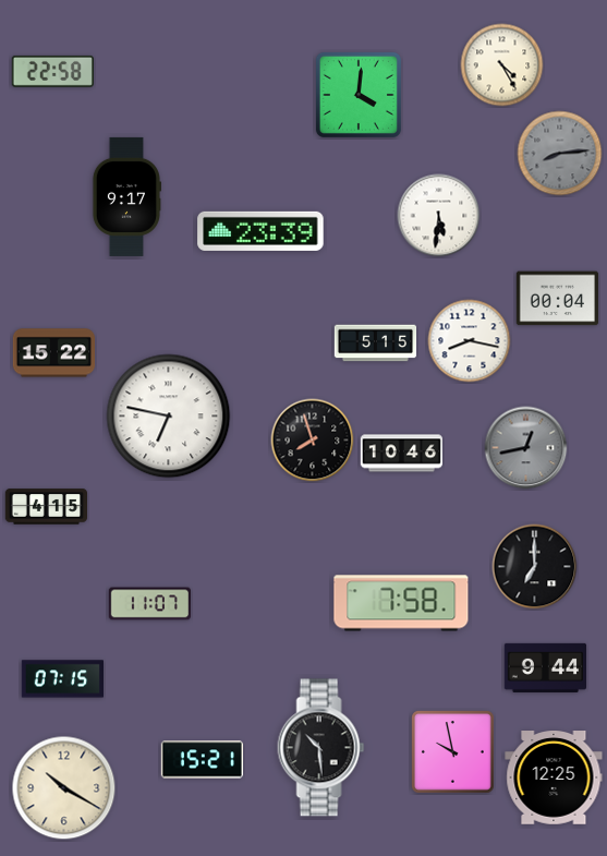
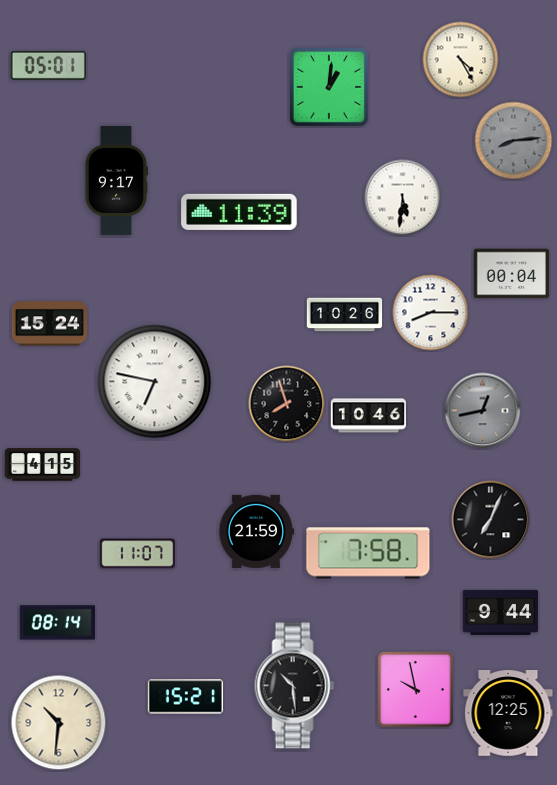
clock at (52, 71): 22:58 -> 05:01
clock at (359, 95): 4:01 -> 1:01
clock at (260, 231): 23:39 -> 11:39
clock at (470, 341): 8:17 -> 8:15
clock at (376, 343): 5:15 -> 10:26
clock at (54, 353): 15:22 -> 15:24
clock at (535, 567): 7:00 -> 7:04
clock at (255, 531): none -> 21:59
clock at (62, 679): 07:15 -> 08:14
clock at (64, 788): 10:20 -> 10:31
